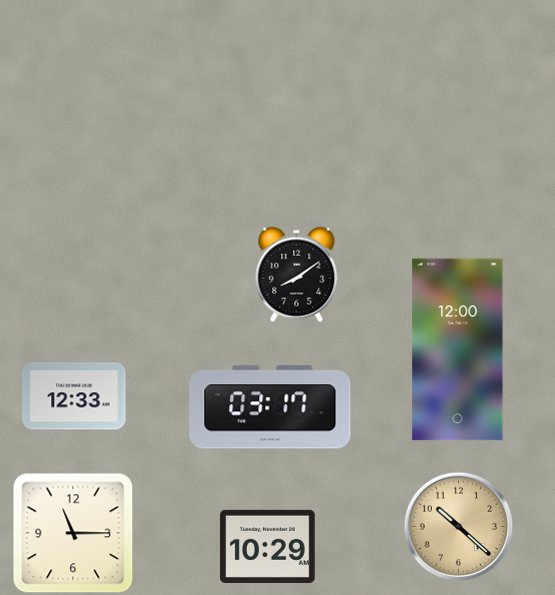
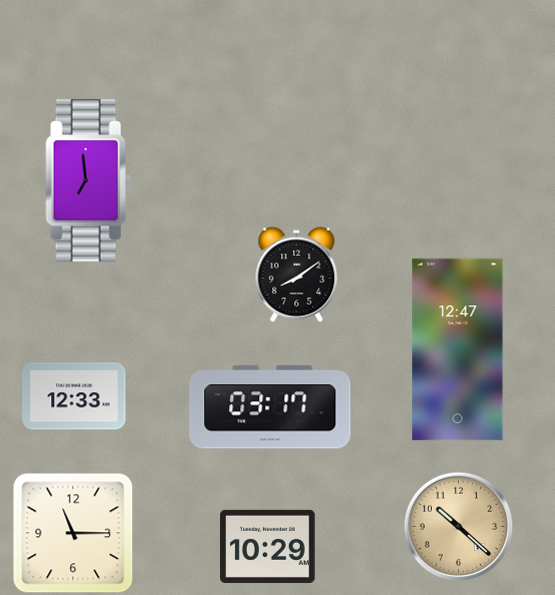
clock at (89, 181): none -> 6:59
clock at (458, 350): 12:00 -> 12:47
